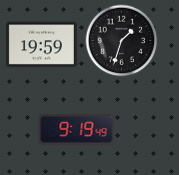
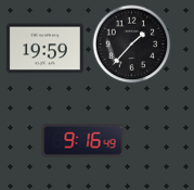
clock at (122, 41): 1:33 -> 1:37
clock at (77, 130): 9:19 -> 9:16
